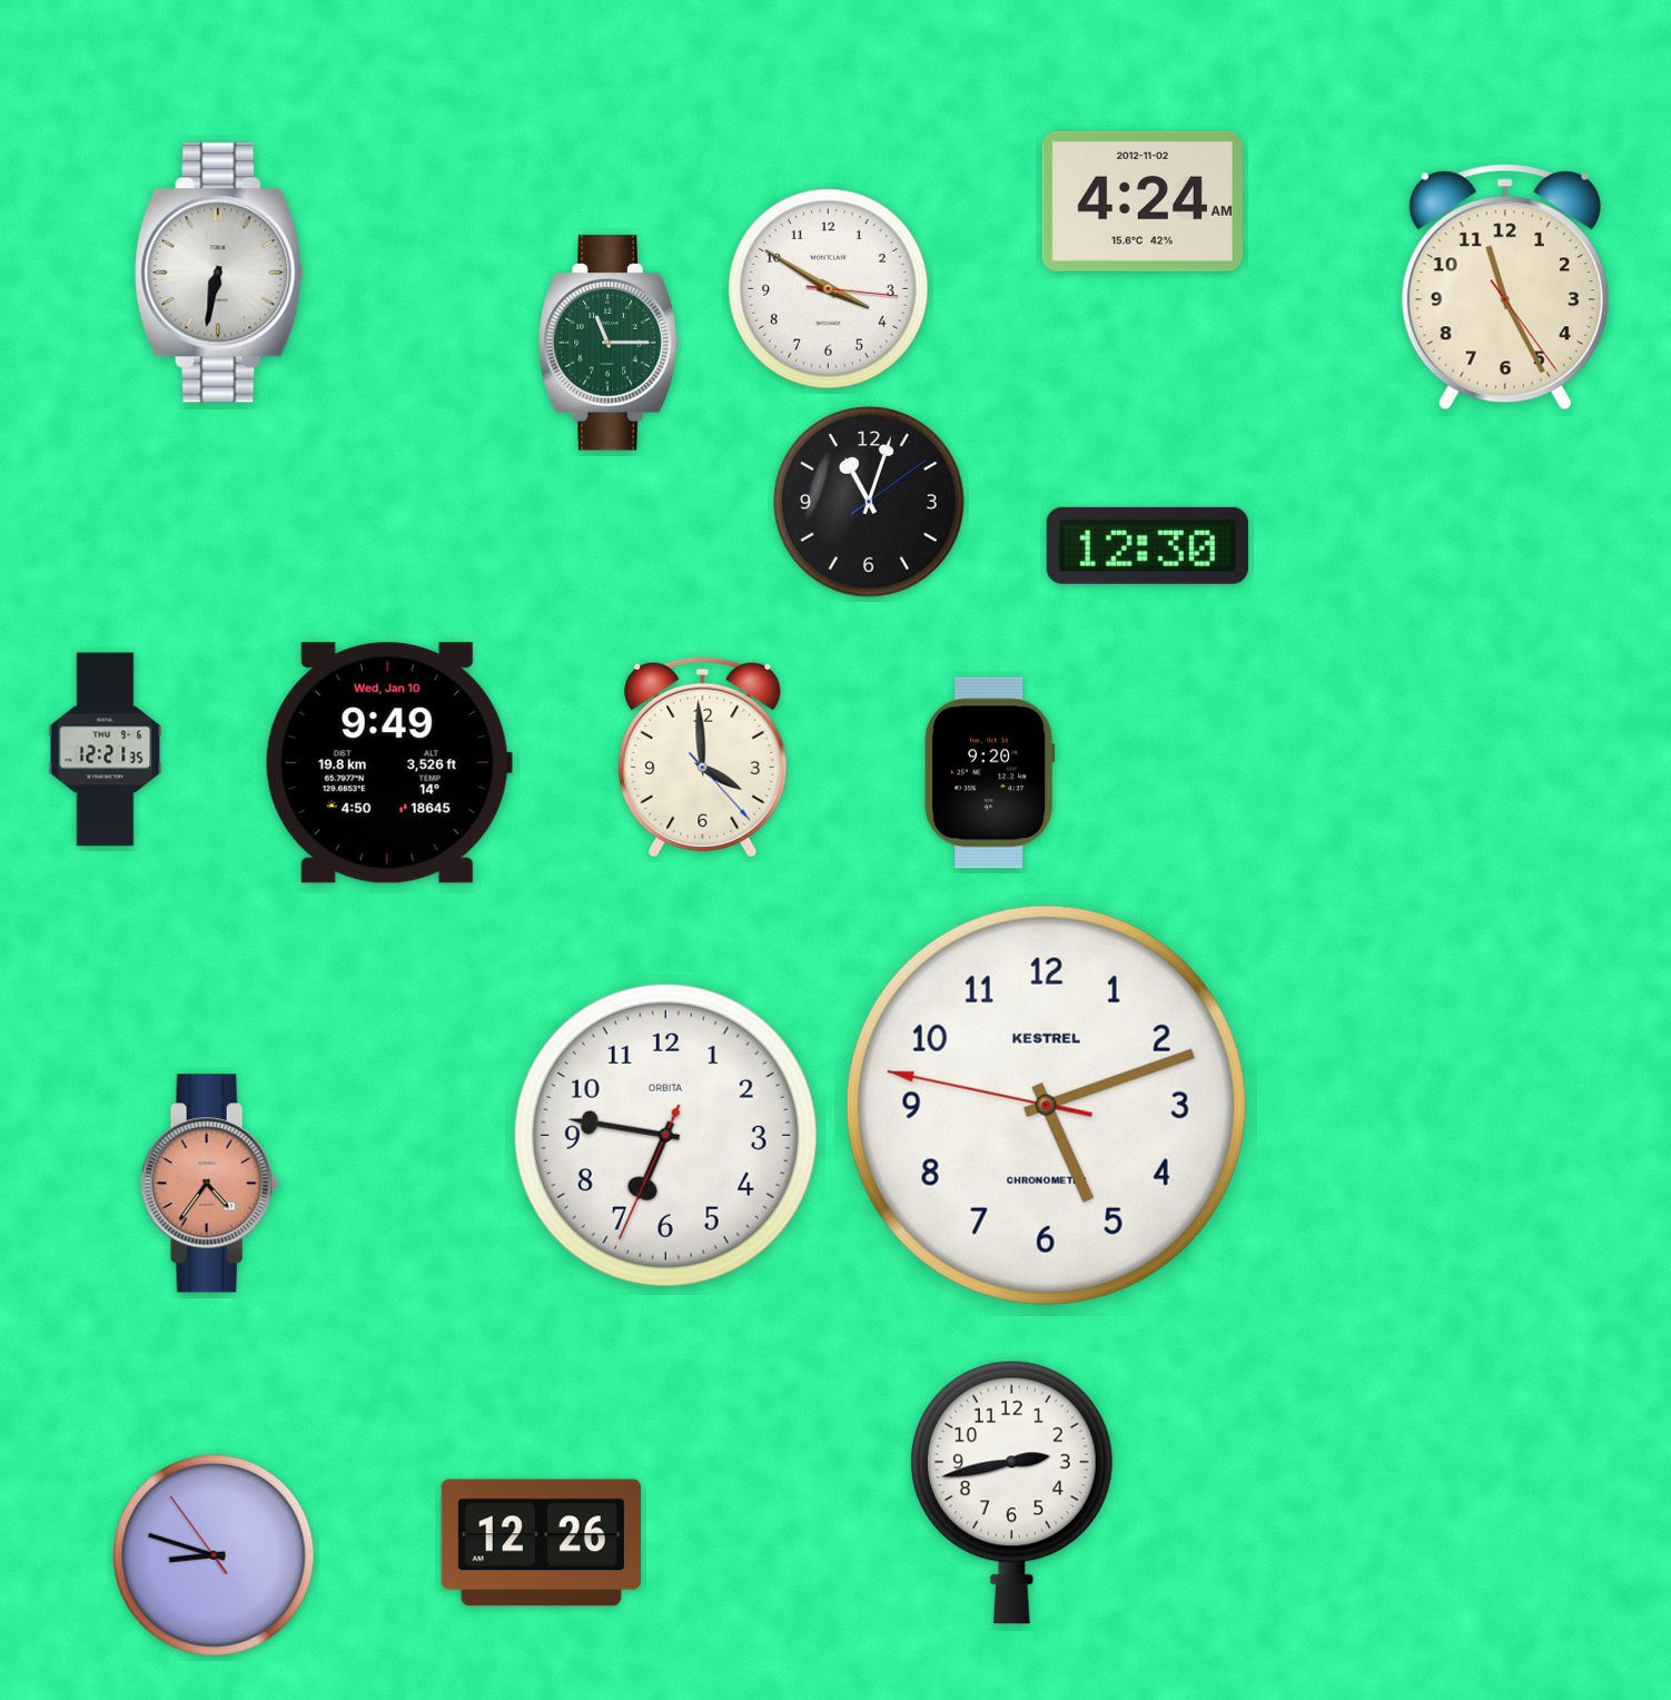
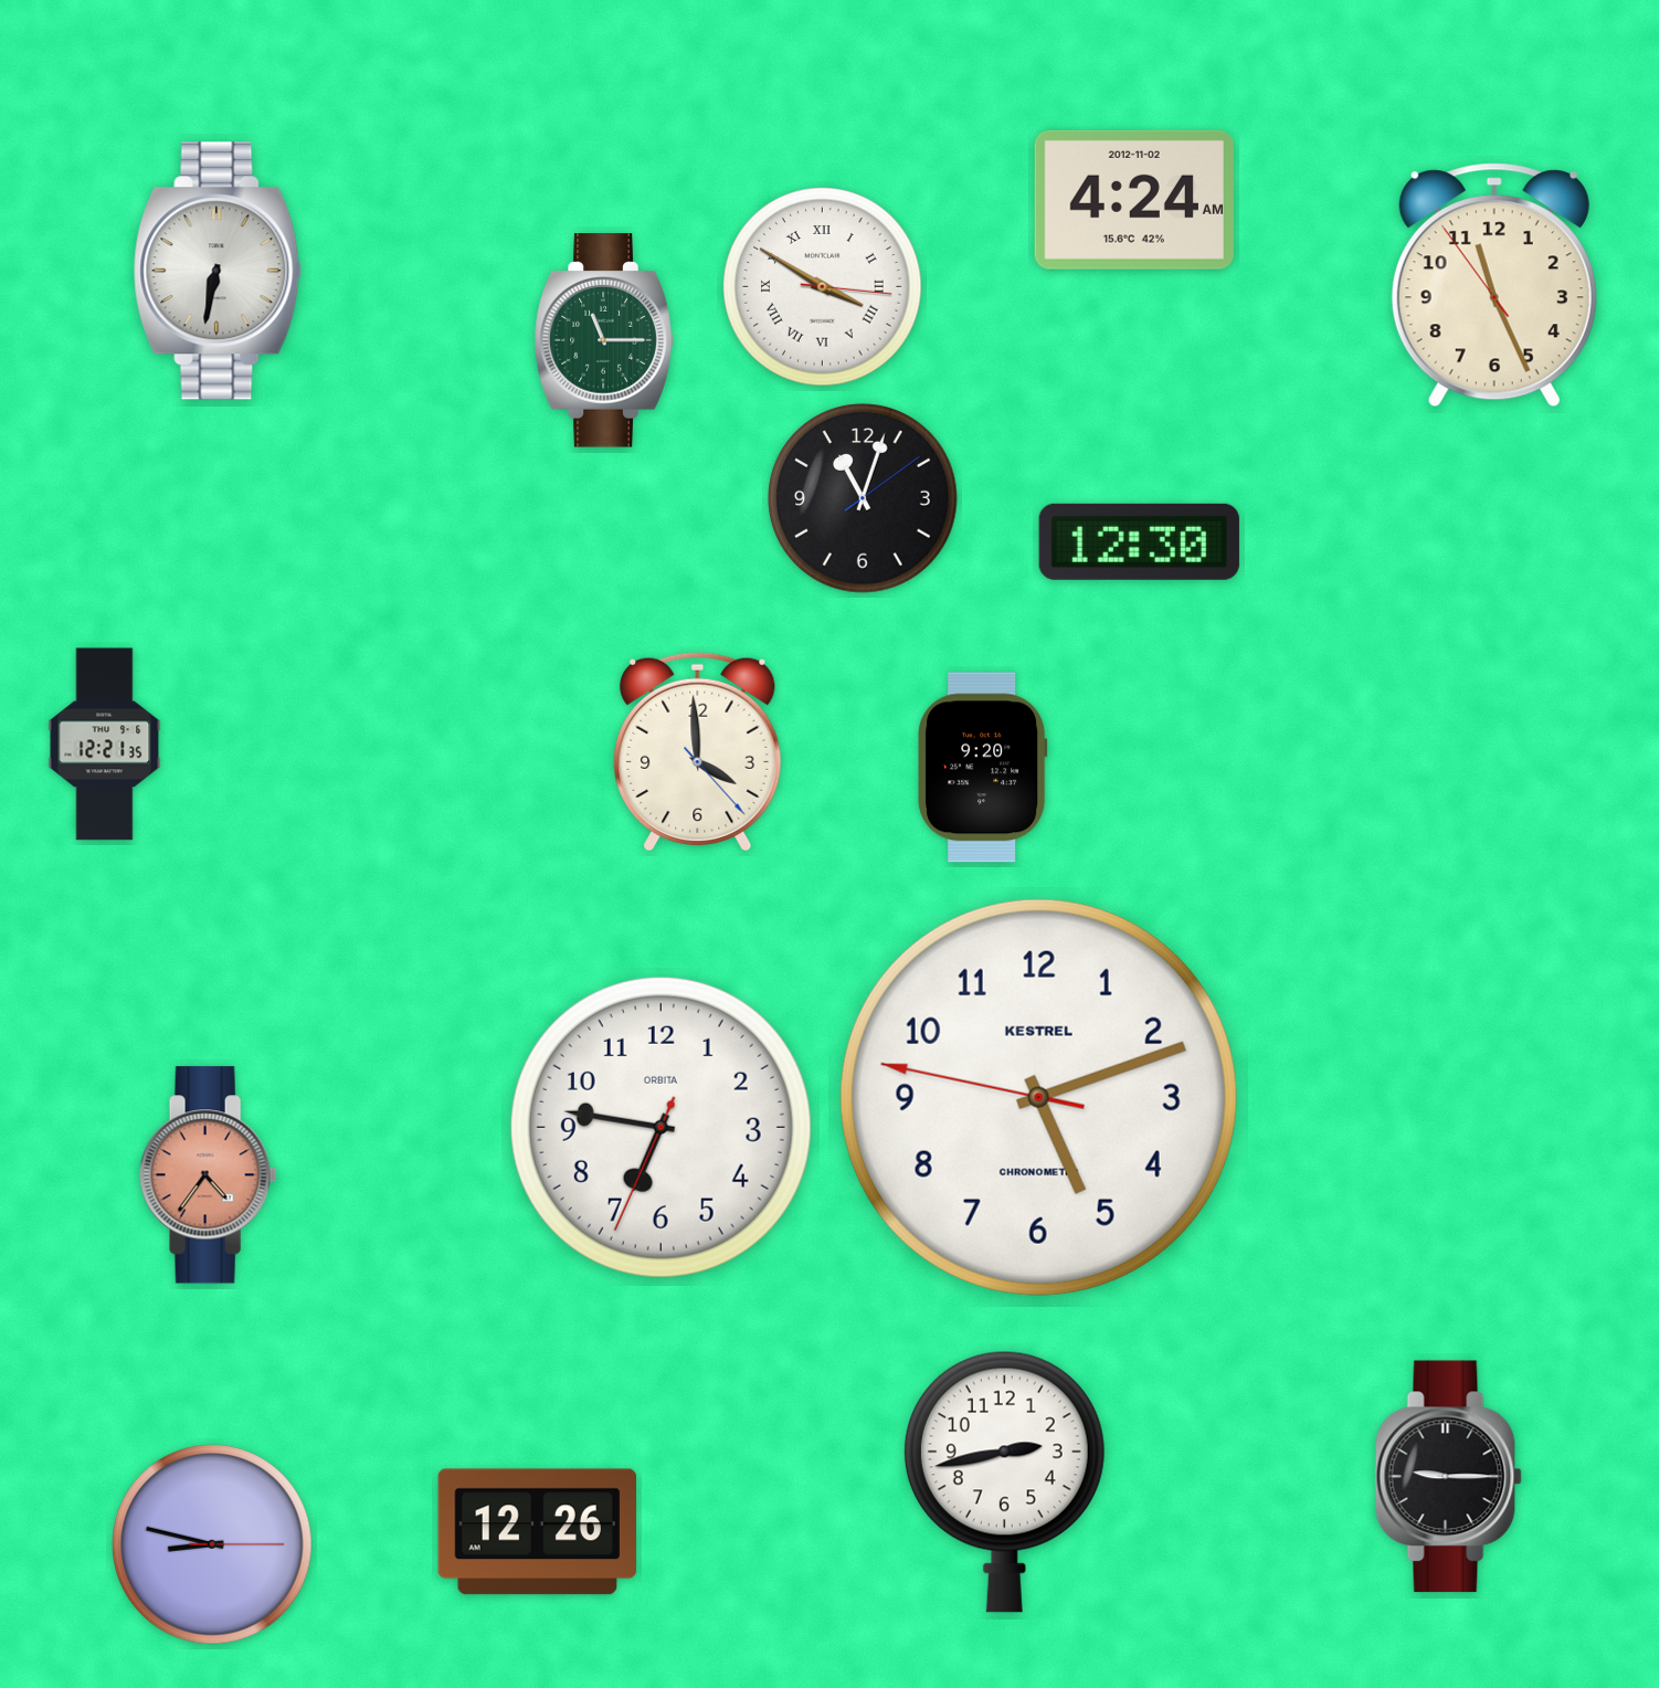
clock at (1505, 287): 11:25:24 -> 11:25:54
clock at (829, 289) numerals: Arabic -> Roman
clock at (388, 763): 9:49 -> none
clock at (1448, 1477): none -> 9:15
clock at (214, 1555): 8:47:54 -> 8:47:15
